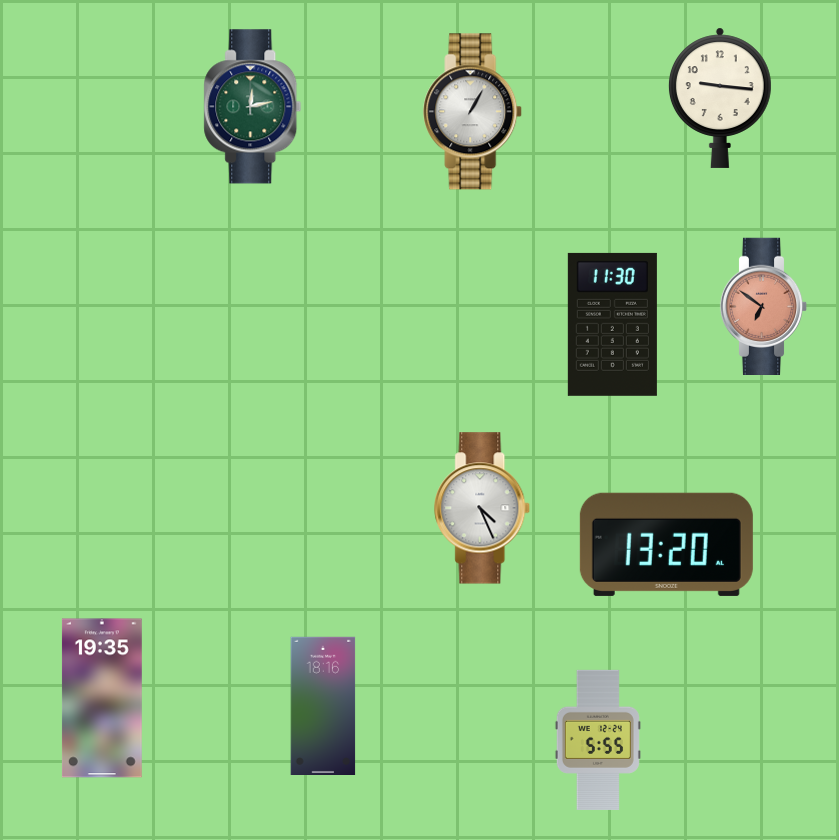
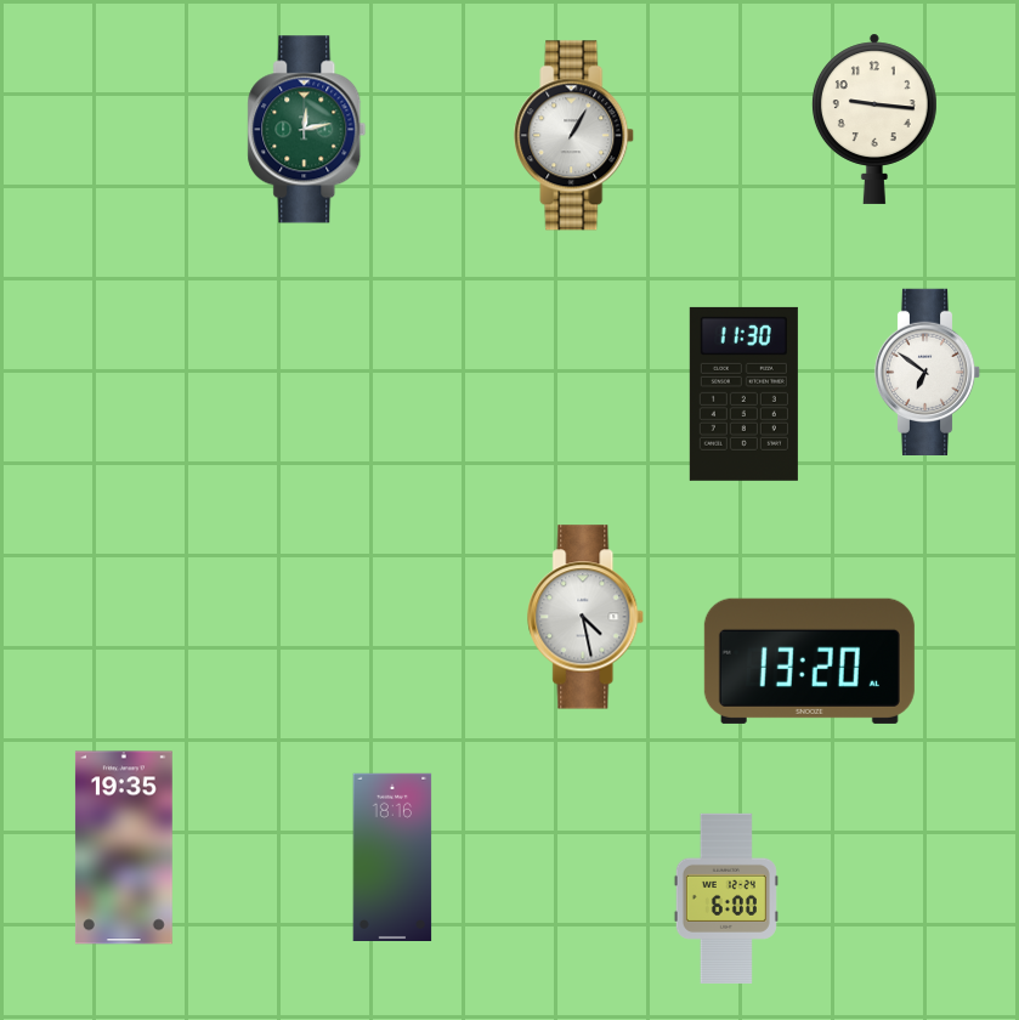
clock at (764, 306) dial: salmon -> white
clock at (483, 508): 4:26 -> 4:28
clock at (598, 740): 5:55 -> 6:00
